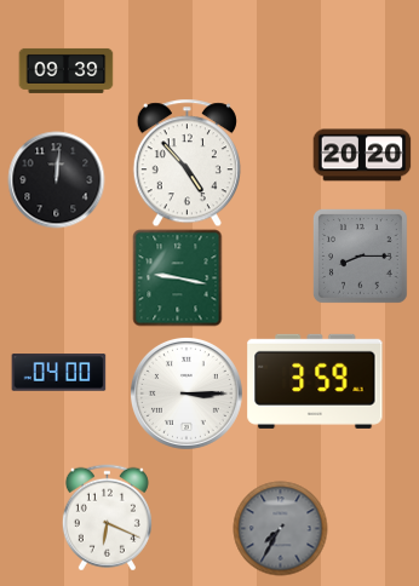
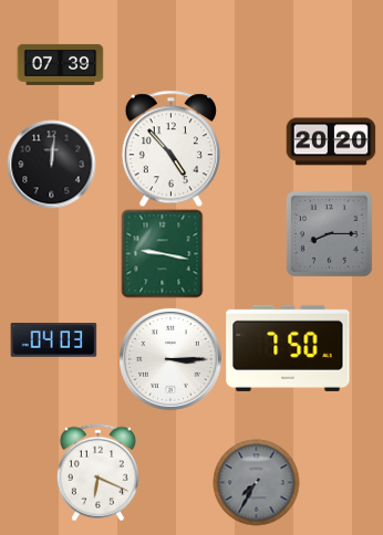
clock at (65, 70): 09:39 -> 07:39
clock at (58, 373): 04:00 -> 04:03
clock at (315, 381): 3:59 -> 7:50
